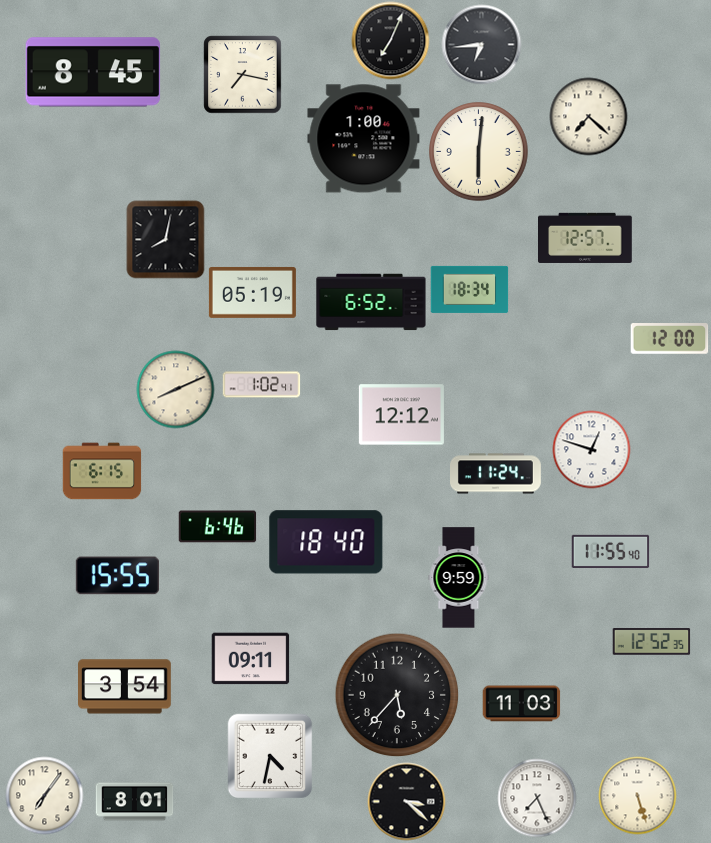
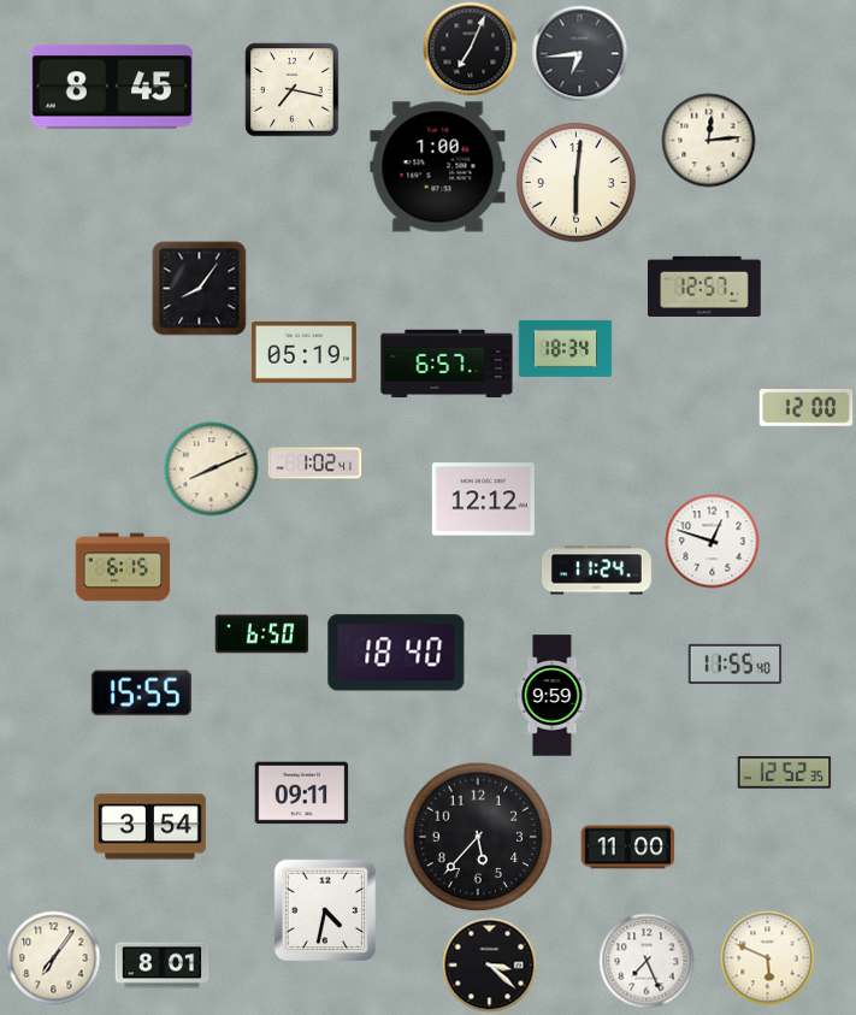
clock at (588, 116): 7:22 -> 12:14
clock at (165, 239): 8:02 -> 8:06
clock at (371, 302): 6:52 -> 6:57
clock at (217, 527): 6:46 -> 6:50
clock at (326, 542) position: (326, 542) -> (396, 653)
clock at (521, 704): 11:03 -> 11:00
clock at (637, 795): 5:27 -> 5:49
